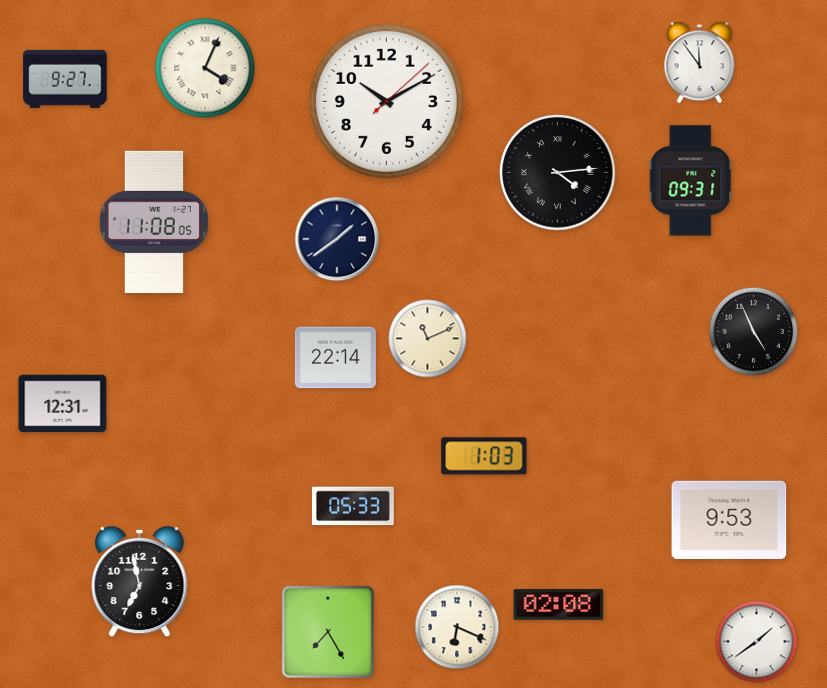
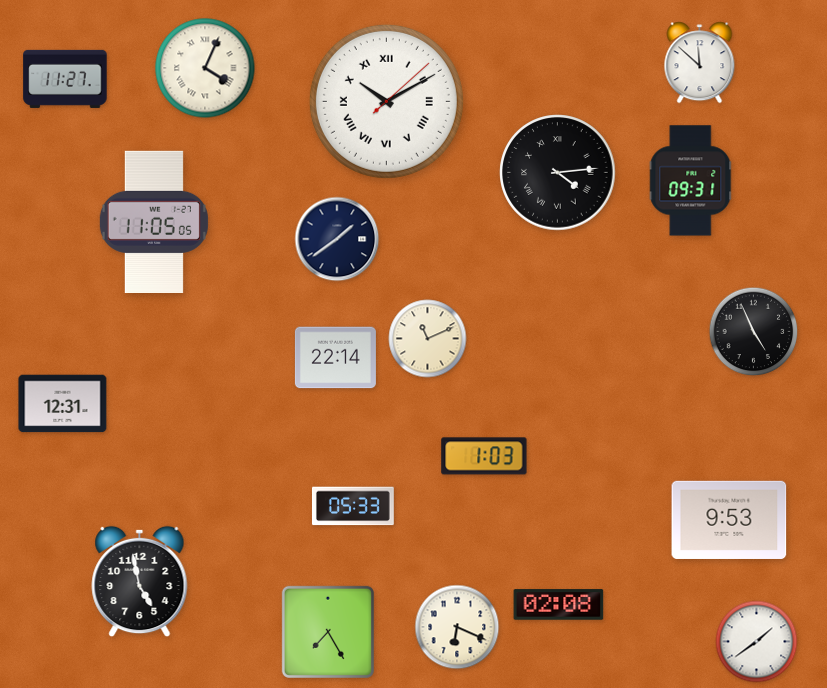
clock at (700, 63): 11:54 -> 11:52
clock at (65, 79): 9:27 -> 11:27
clock at (386, 101) numerals: Arabic -> Roman
clock at (154, 222): 11:08 -> 11:05
clock at (140, 582): 6:58 -> 4:58
